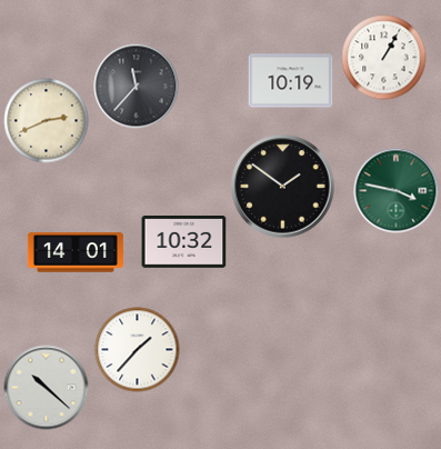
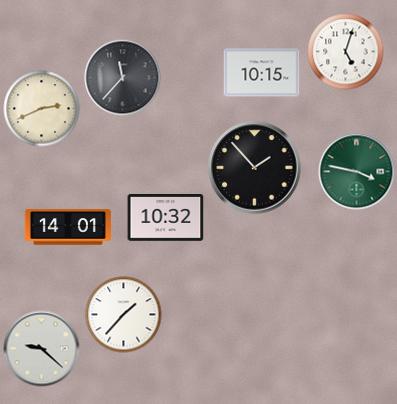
clock at (384, 58): 1:05 -> 5:03
clock at (291, 81): 10:19 -> 10:15
clock at (283, 187): 1:51 -> 1:53
clock at (47, 388): 10:22 -> 9:22
